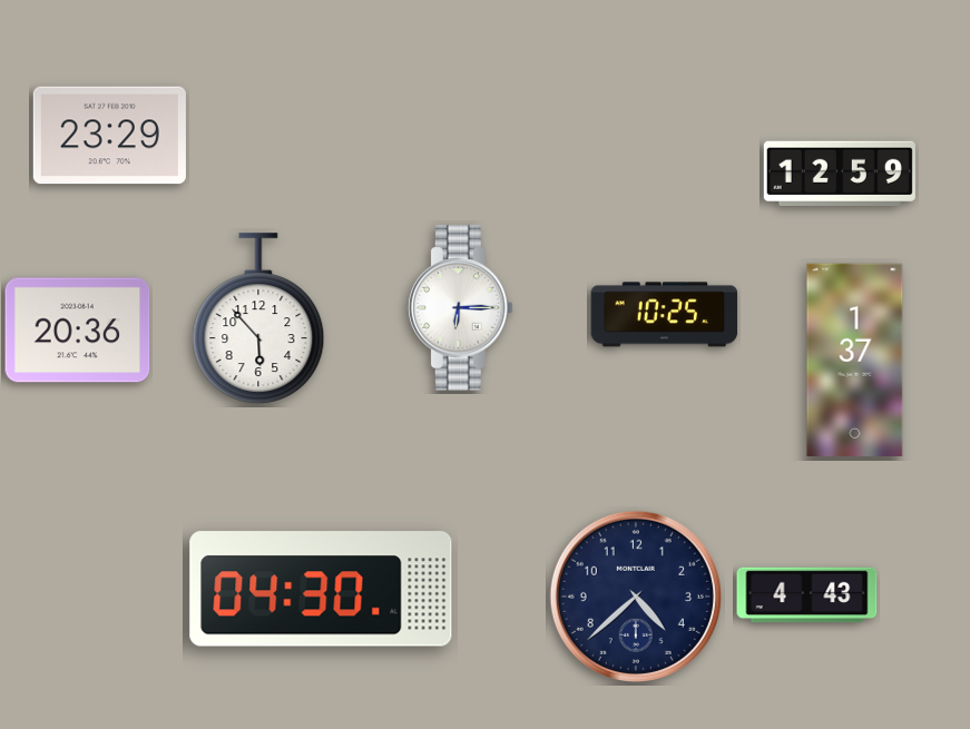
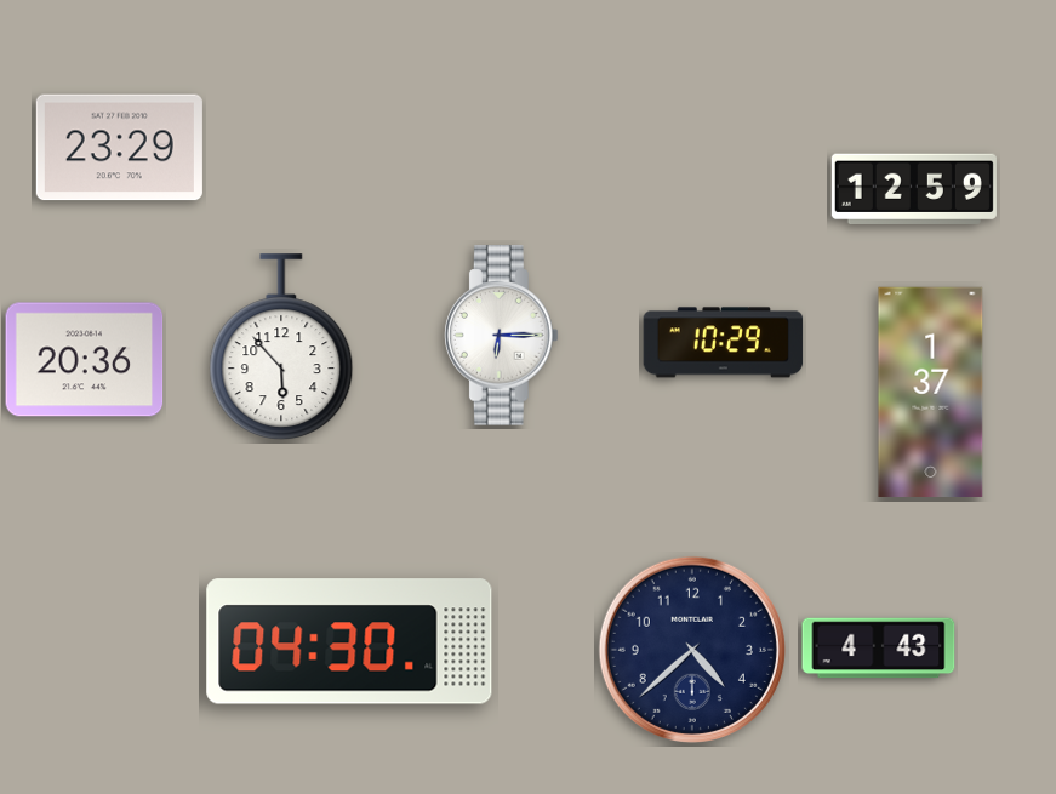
clock at (665, 315): 10:25 -> 10:29
